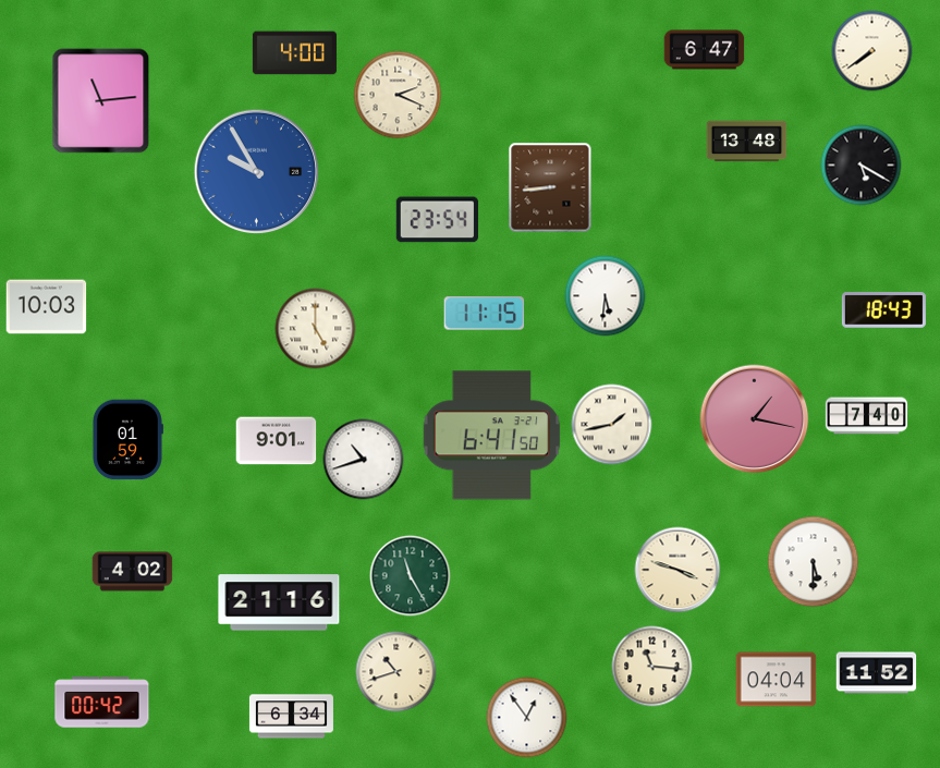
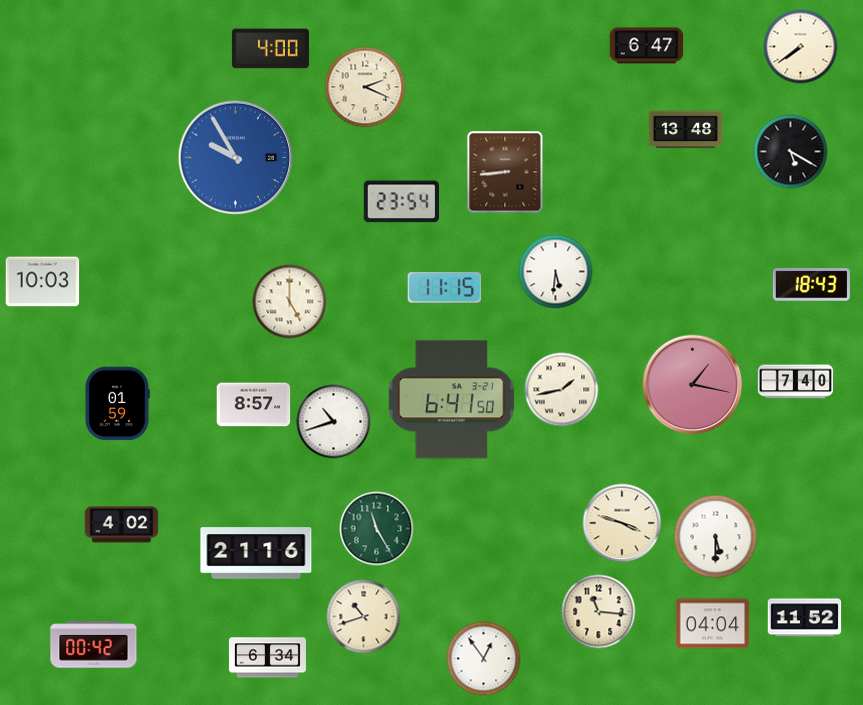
clock at (101, 101): 11:14 -> none
clock at (277, 441): 9:01 -> 8:57
clock at (814, 562) position: (814, 562) -> (716, 537)
